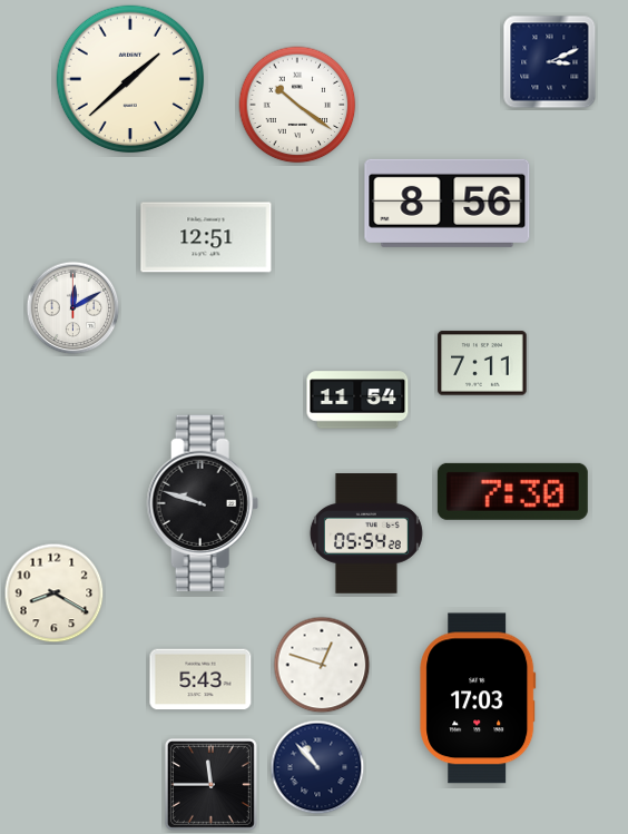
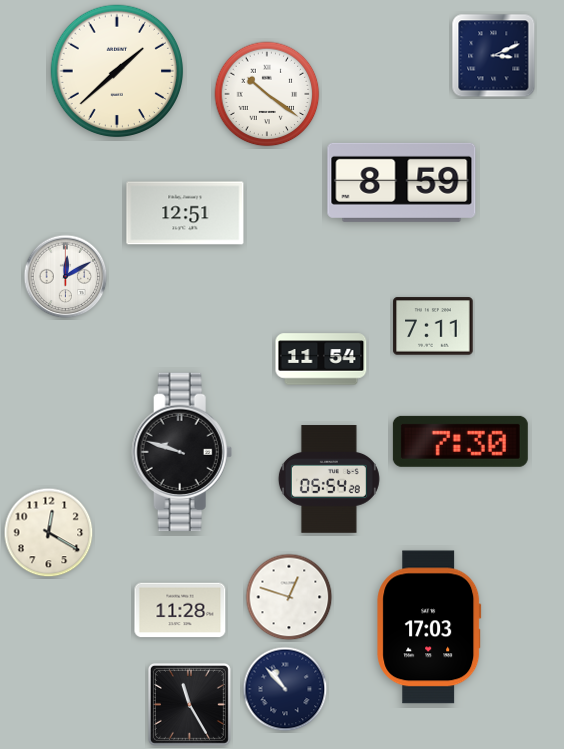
clock at (448, 203): 8:56 -> 8:59
clock at (55, 593): 8:20 -> 12:20
clock at (200, 679): 5:43 -> 11:28
clock at (210, 784): 11:45 -> 11:25
